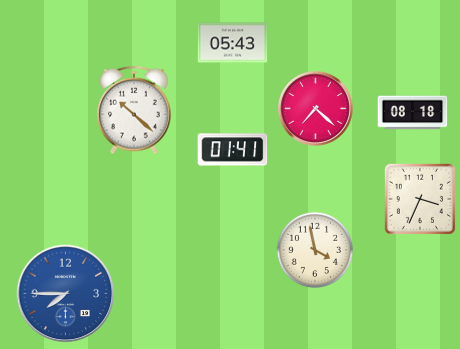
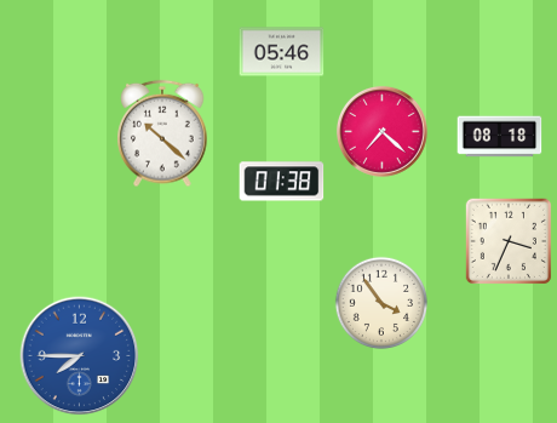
clock at (233, 43): 05:43 -> 05:46
clock at (233, 150): 01:41 -> 01:38
clock at (314, 249): 3:58 -> 3:54
